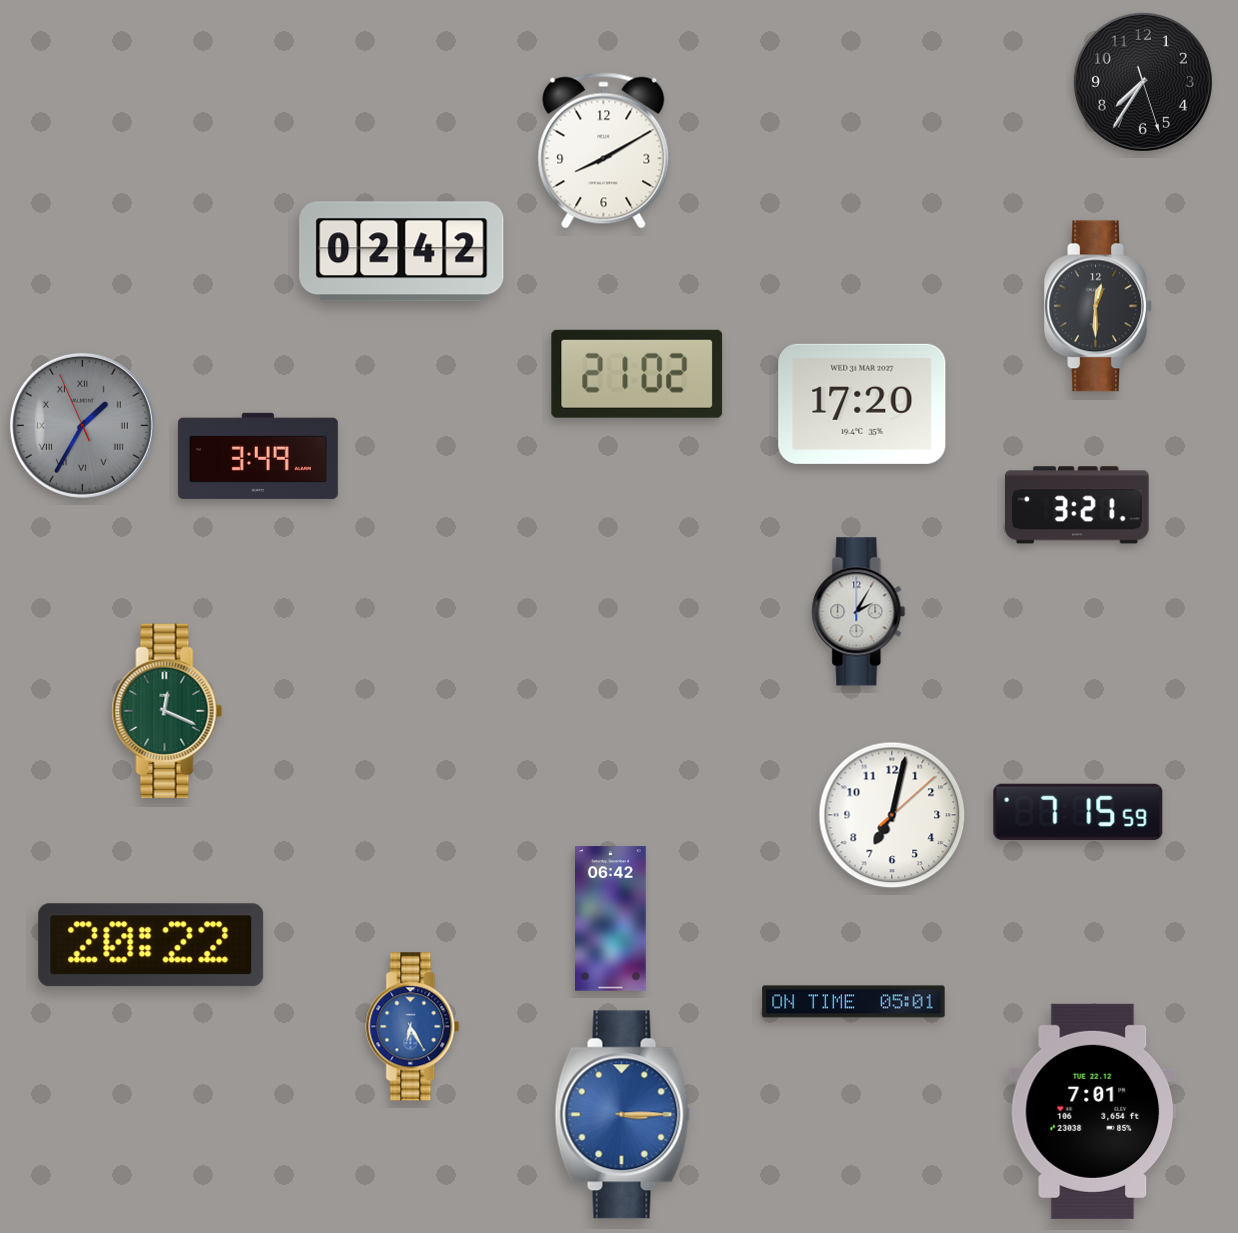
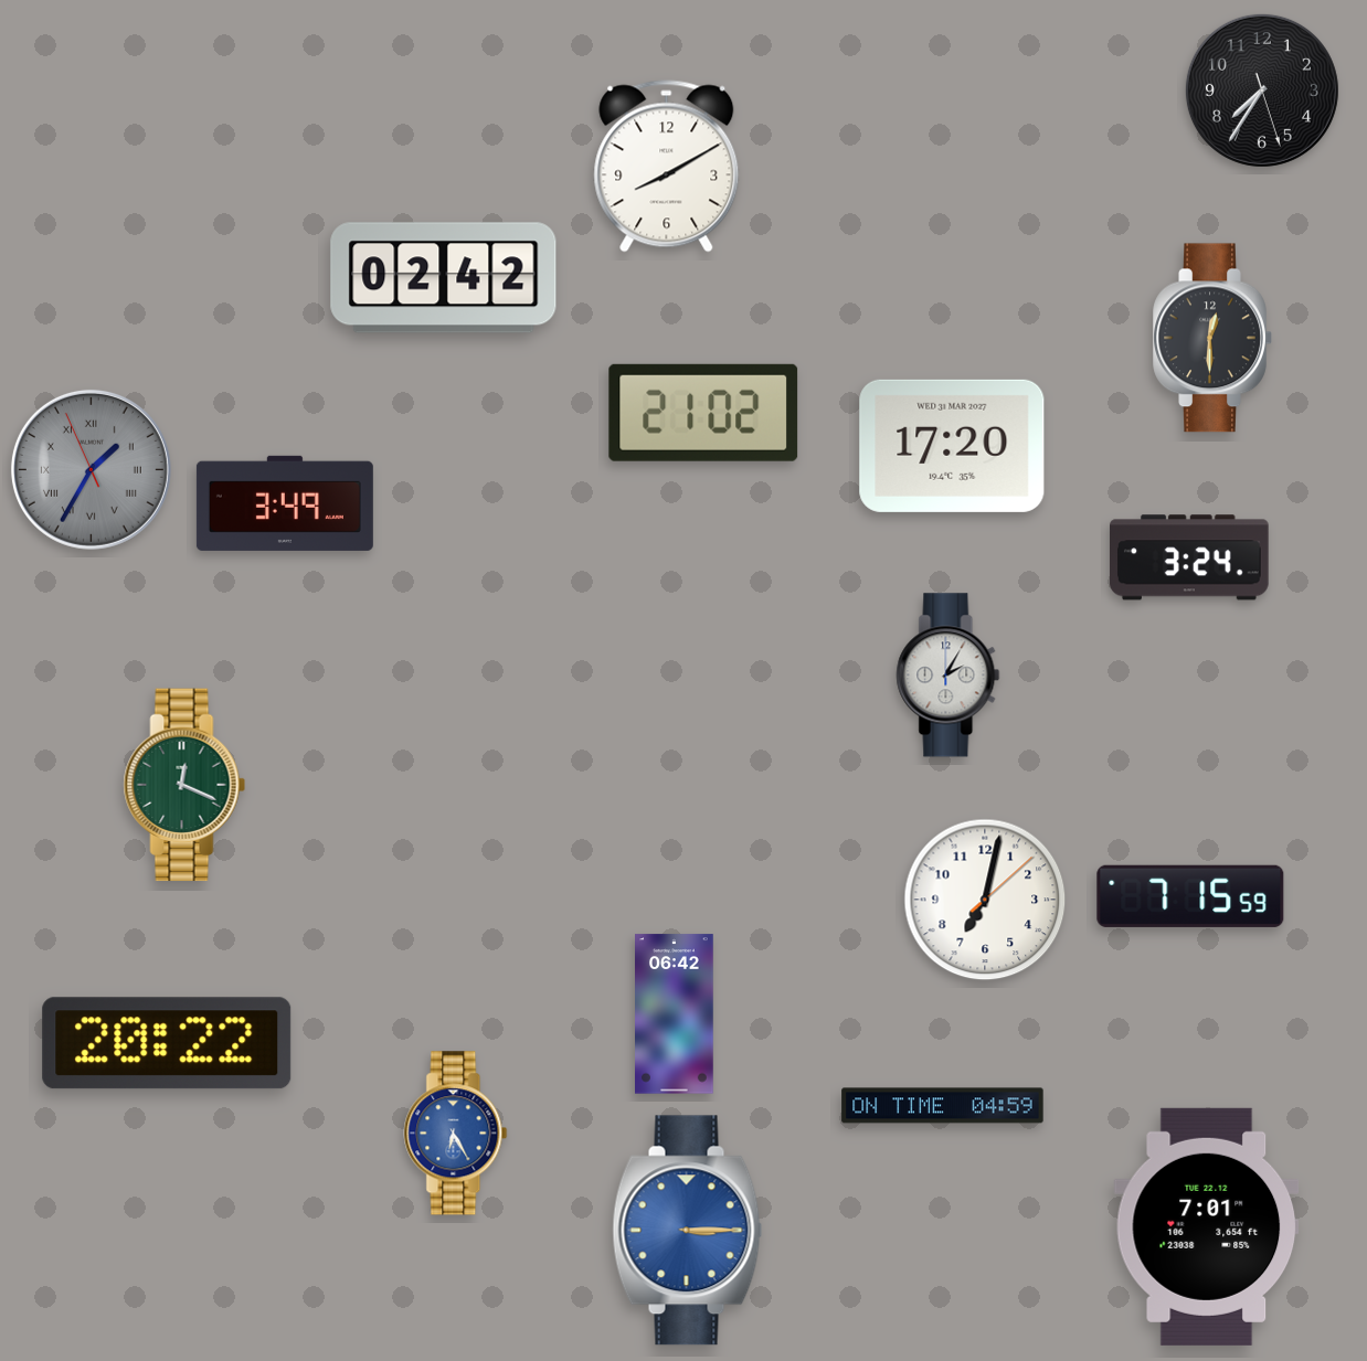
clock at (1078, 505): 3:21 -> 3:24
clock at (854, 1002): 05:01 -> 04:59
